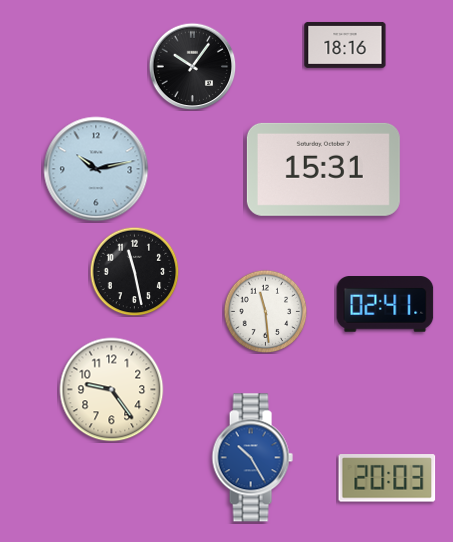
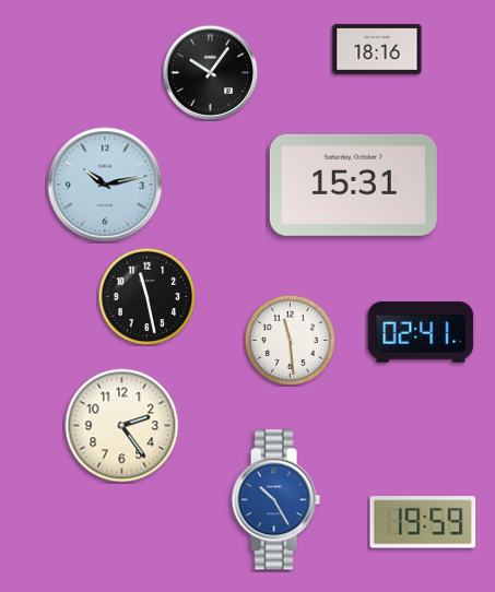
clock at (112, 390): 9:24 -> 2:24
clock at (387, 478): 20:03 -> 19:59
